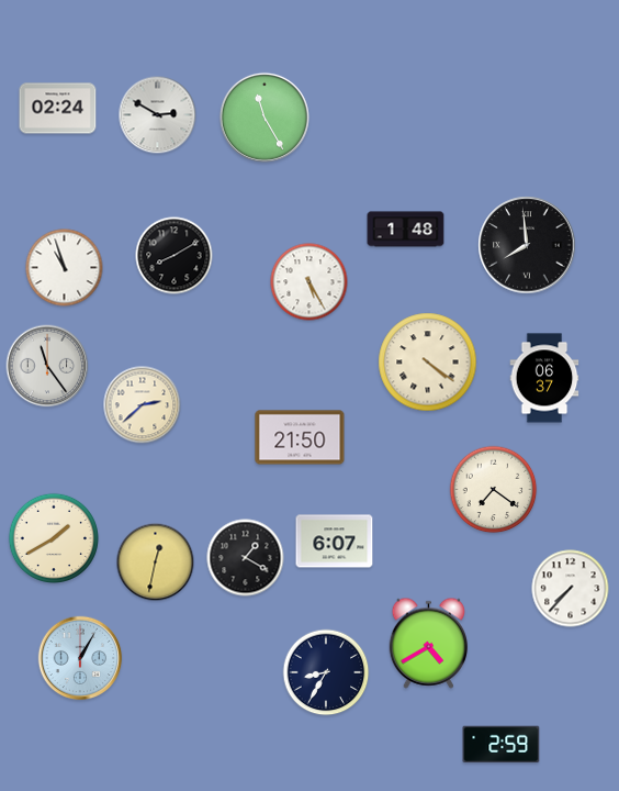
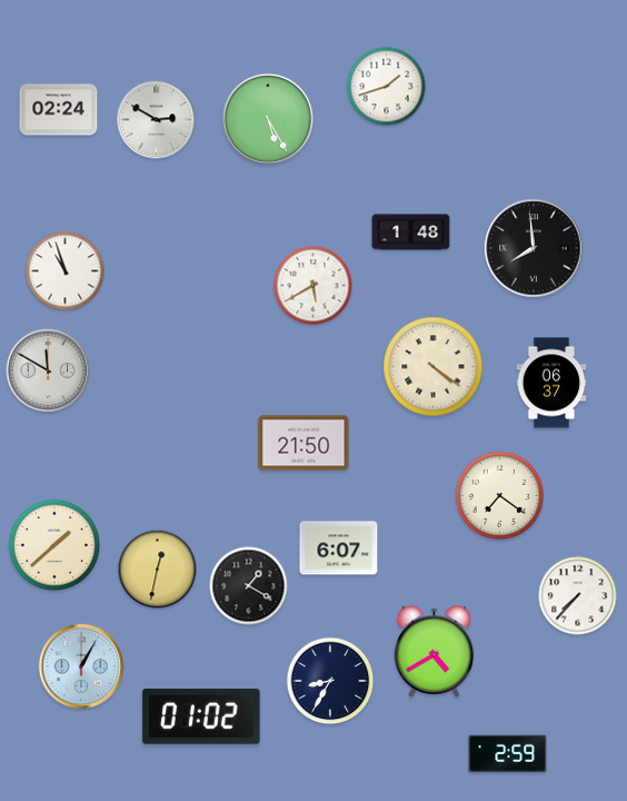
clock at (387, 87): none -> 1:42
clock at (158, 115) position: (158, 115) -> (157, 120)
clock at (265, 118): 11:25 -> 5:25
clock at (175, 256): 8:10 -> none
clock at (309, 282): 5:25 -> 5:40
clock at (47, 366): 11:24 -> 11:50
clock at (143, 405): 2:38 -> none
clock at (53, 537): 1:40 -> 1:38
clock at (246, 558) position: (246, 558) -> (249, 586)
clock at (201, 716): none -> 01:02
